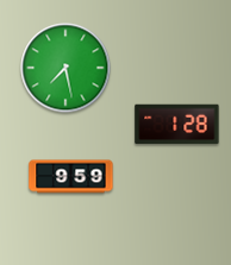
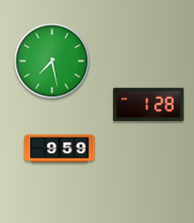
clock at (65, 68) position: (65, 68) -> (52, 61)
